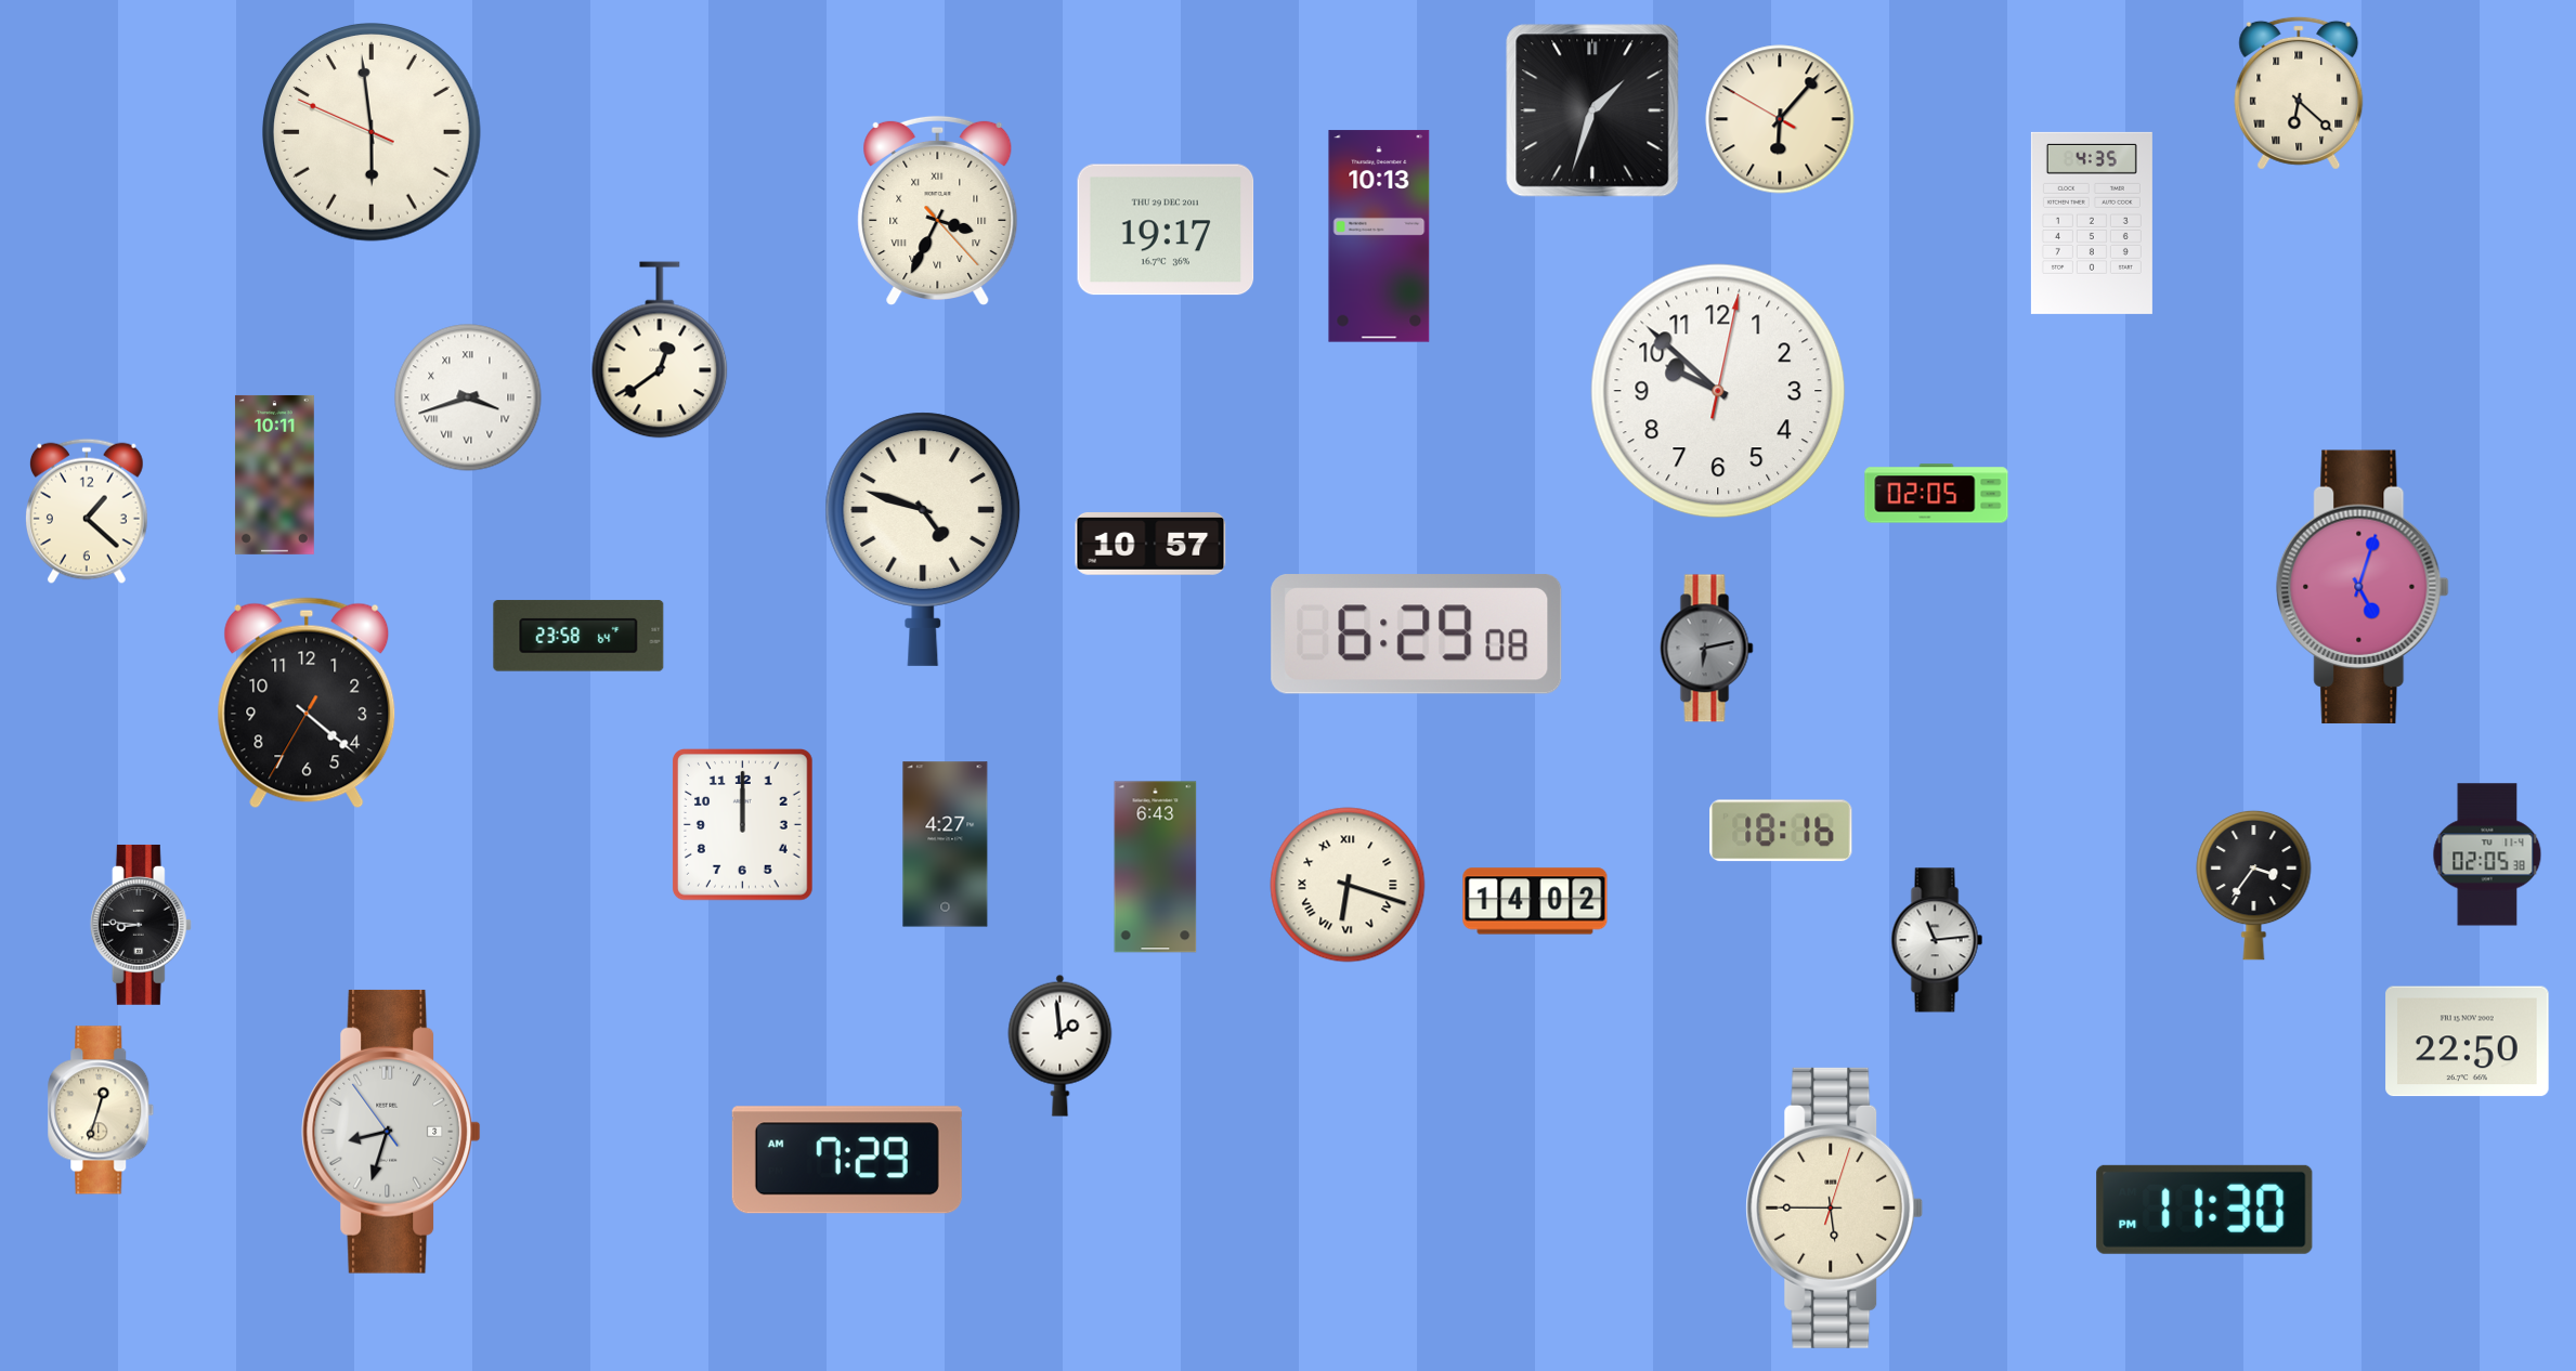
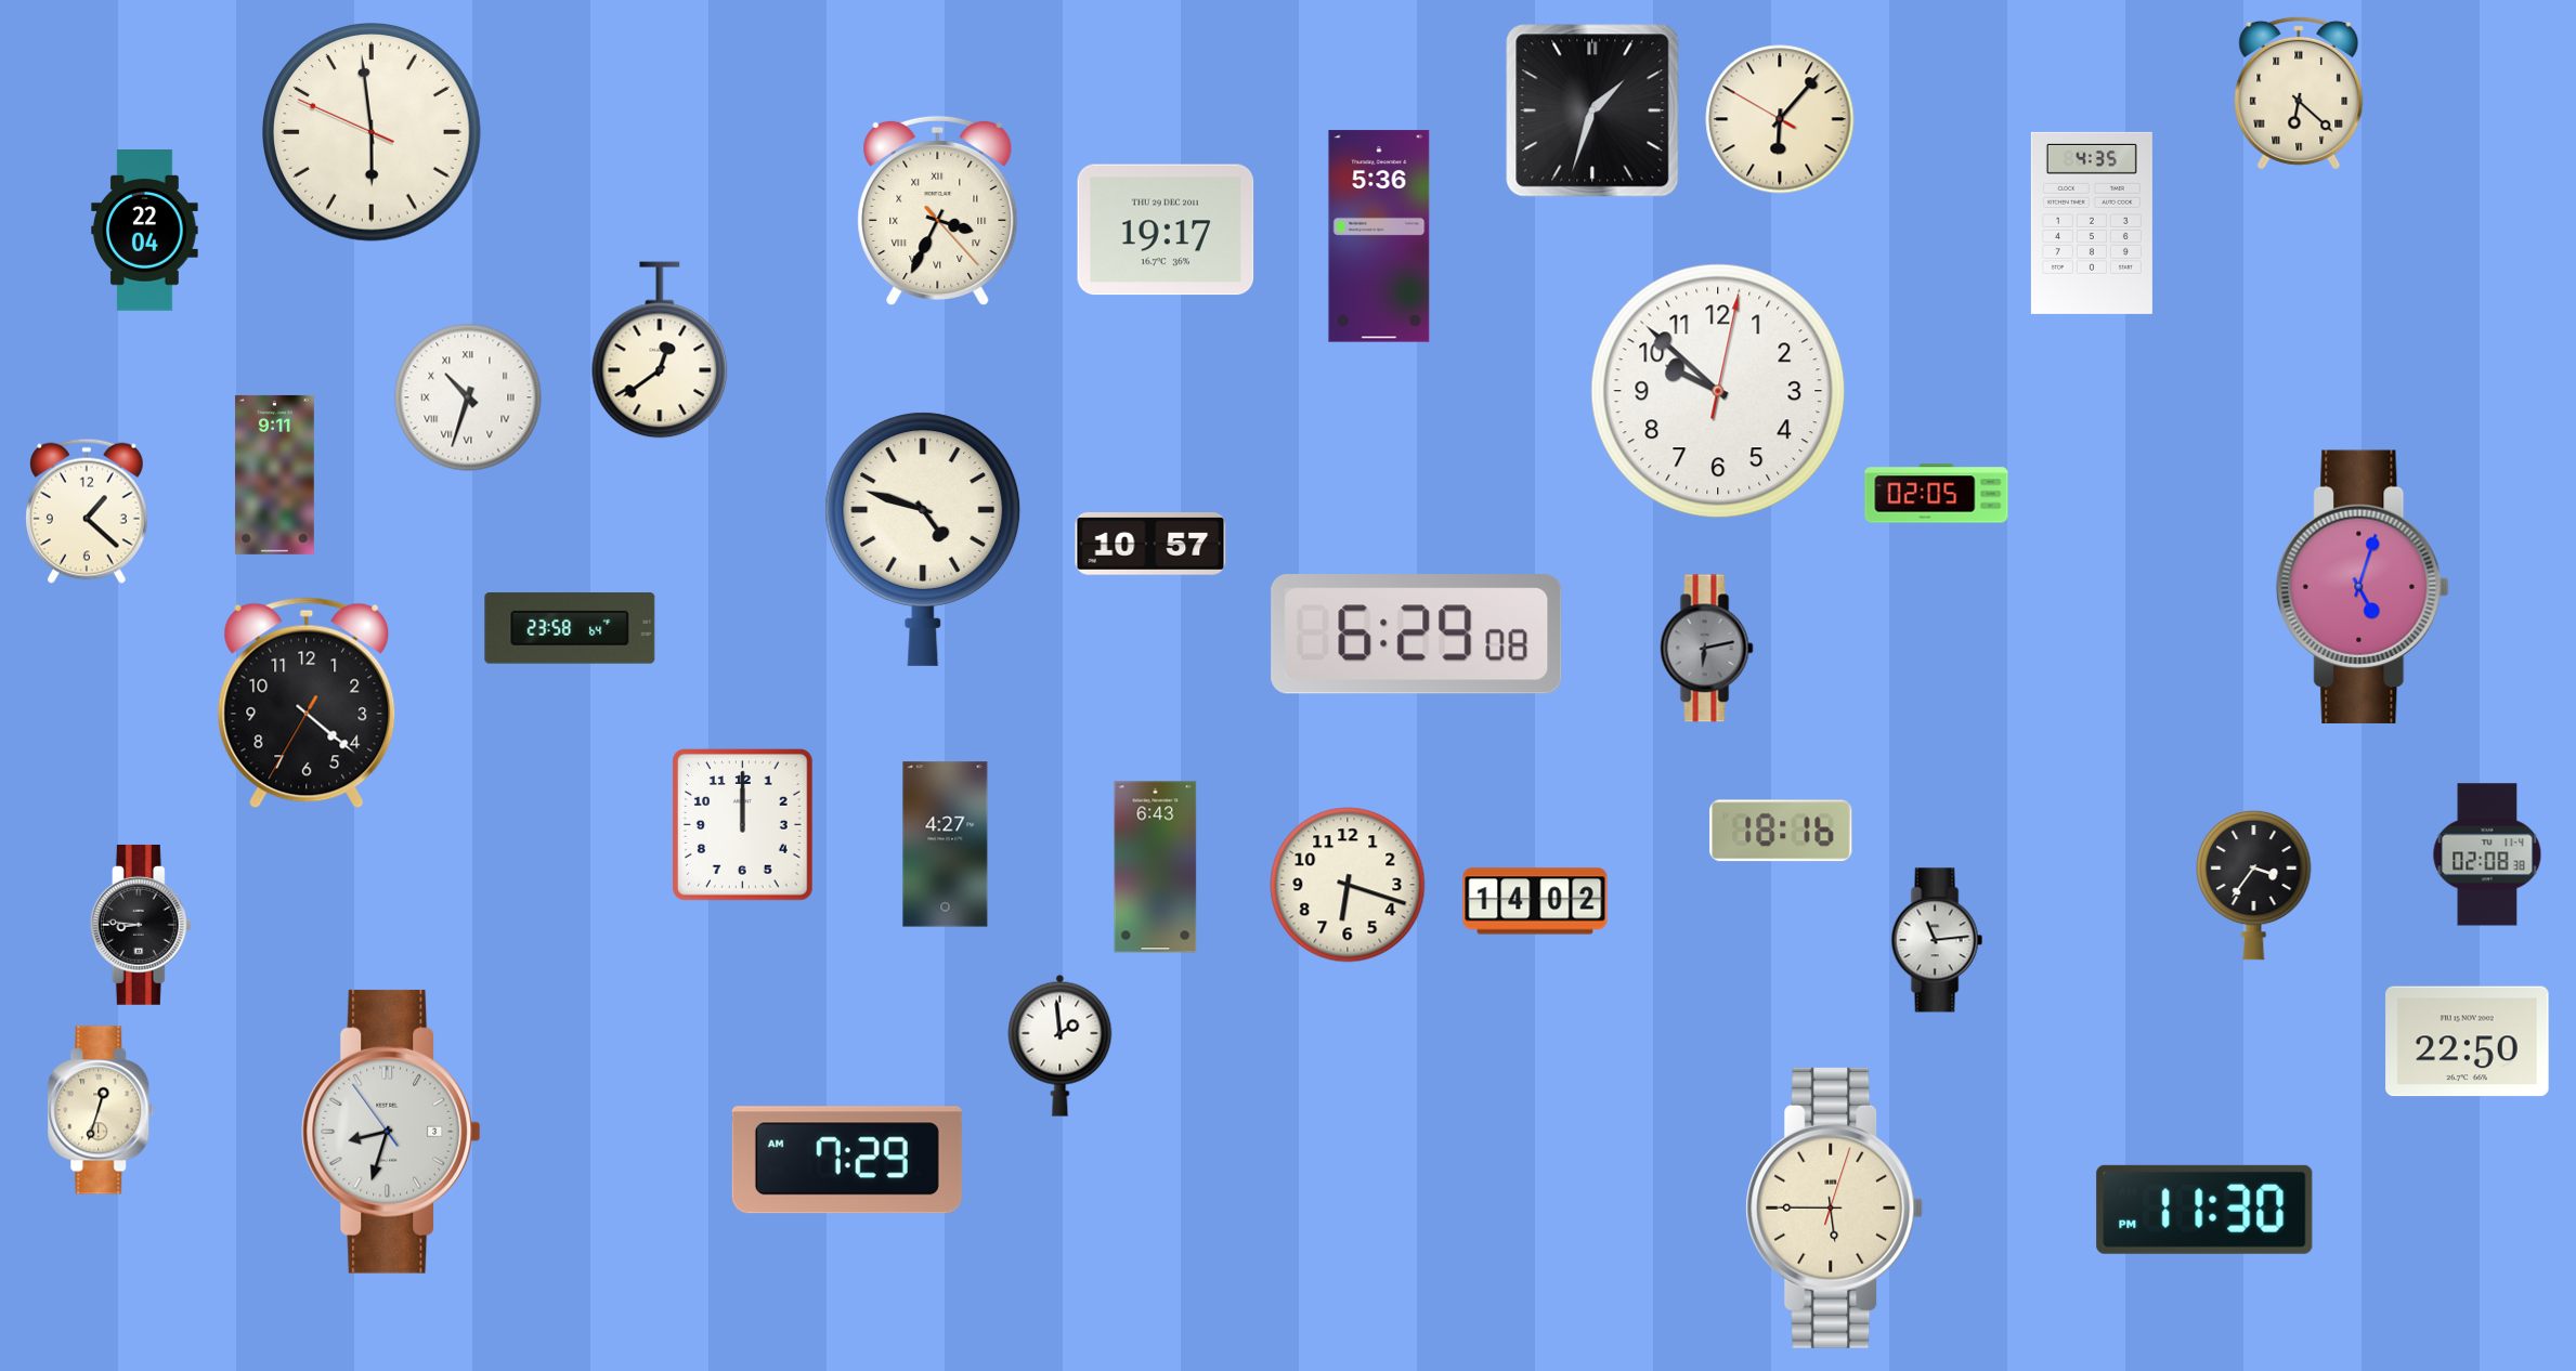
clock at (145, 231): none -> 22:04
clock at (1379, 236): 10:13 -> 5:36
clock at (468, 397): 3:42 -> 10:33
clock at (274, 474): 10:11 -> 9:11
clock at (578, 636) position: (578, 636) -> (570, 628)
clock at (2487, 854): 02:05 -> 02:08
clock at (1348, 885) numerals: Roman -> Arabic
